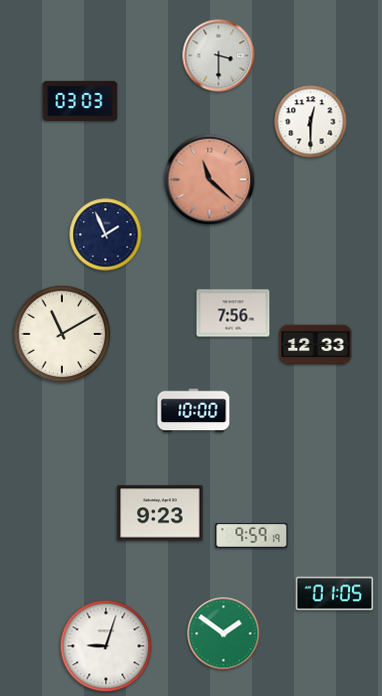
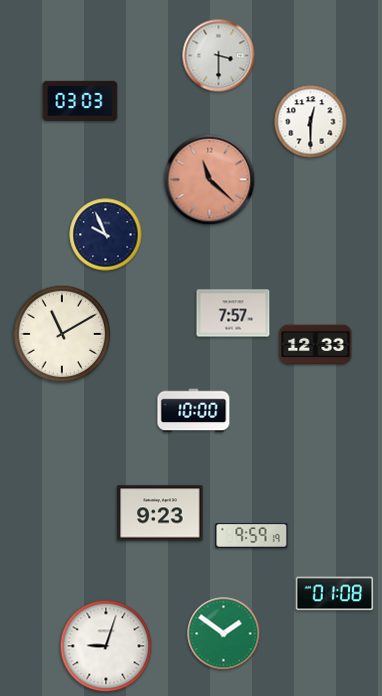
clock at (106, 235): 1:56 -> 9:56
clock at (233, 313): 7:56 -> 7:57
clock at (335, 594): 01:05 -> 01:08
